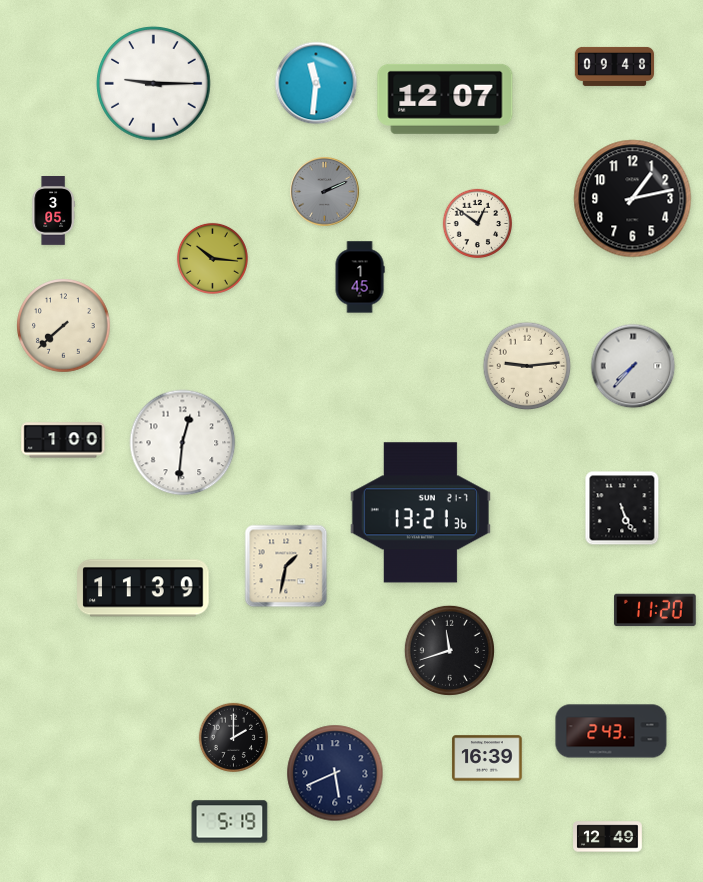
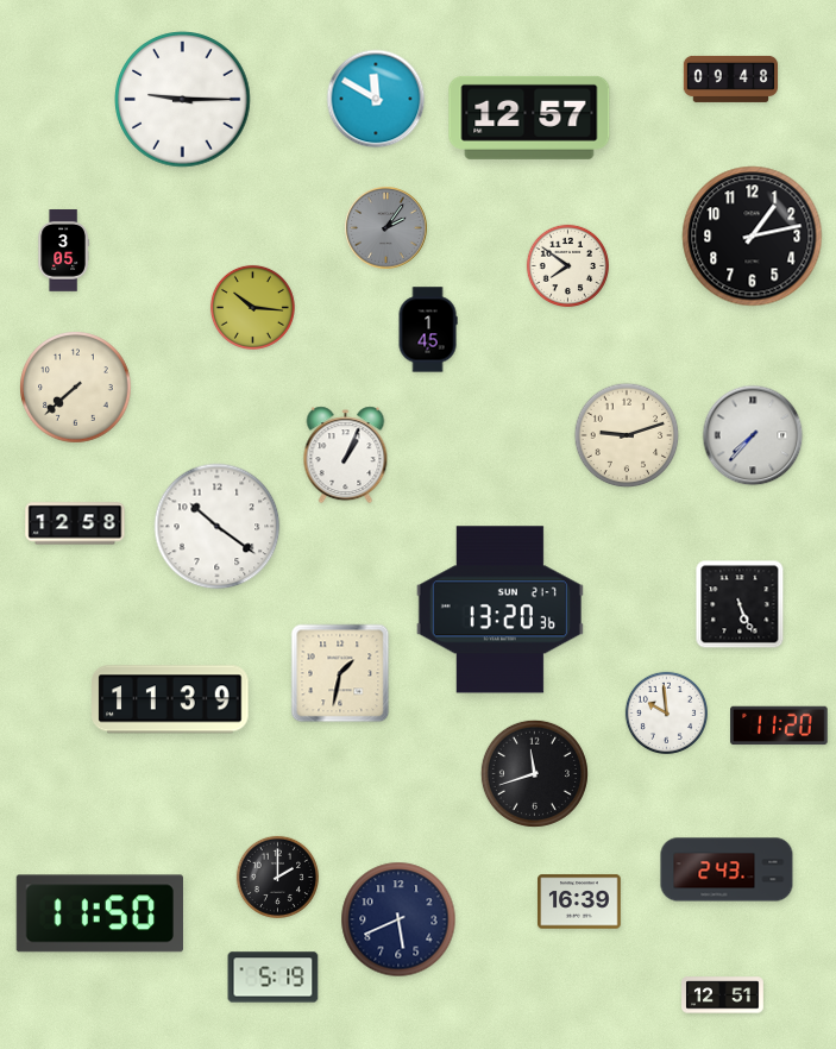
clock at (316, 83): 11:31 -> 11:50
clock at (445, 99): 12:07 -> 12:57
clock at (325, 192): 2:11 -> 2:06
clock at (477, 223): 12:51 -> 7:51
clock at (527, 366): 9:14 -> 9:12
clock at (346, 456): none -> 1:04
clock at (63, 440): 1:00 -> 12:58
clock at (183, 443): 12:31 -> 10:21
clock at (420, 513): 13:21 -> 13:20
clock at (666, 712): none -> 9:59
clock at (100, 913): none -> 11:50
clock at (608, 837): 12:49 -> 12:51
